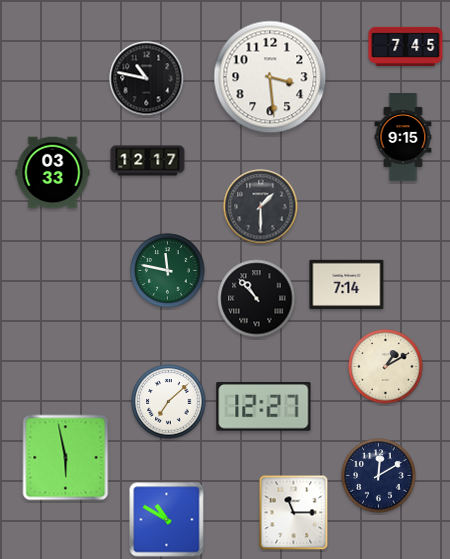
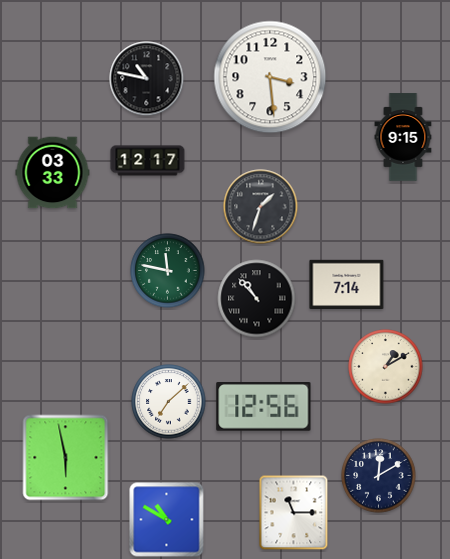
clock at (406, 46): 7:45 -> none
clock at (261, 207): 1:30 -> 1:33
clock at (264, 407): 12:27 -> 12:56
